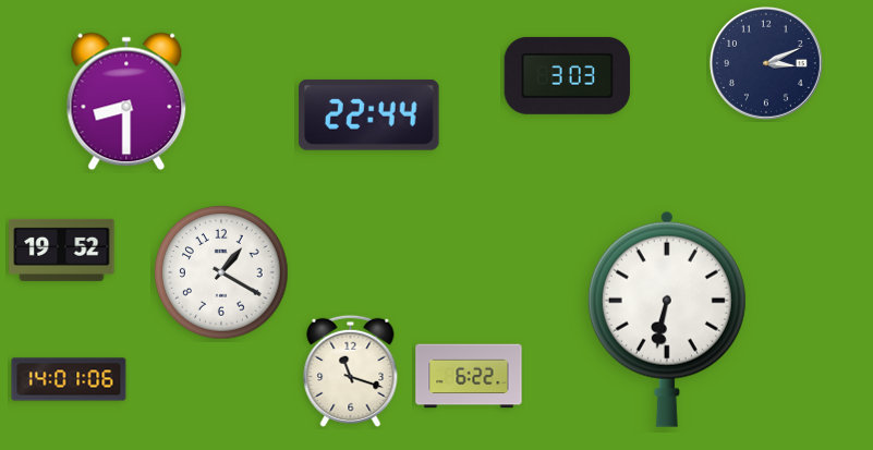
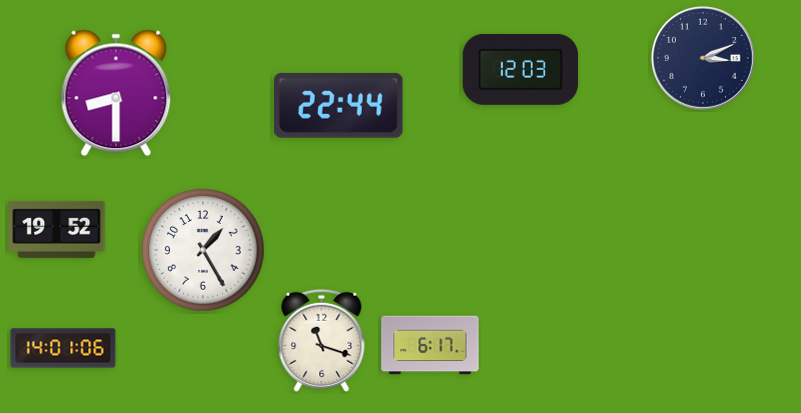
clock at (568, 75): 3:03 -> 12:03
clock at (221, 272): 1:20 -> 1:25
clock at (667, 319): 6:32 -> none
clock at (469, 376): 6:22 -> 6:17
